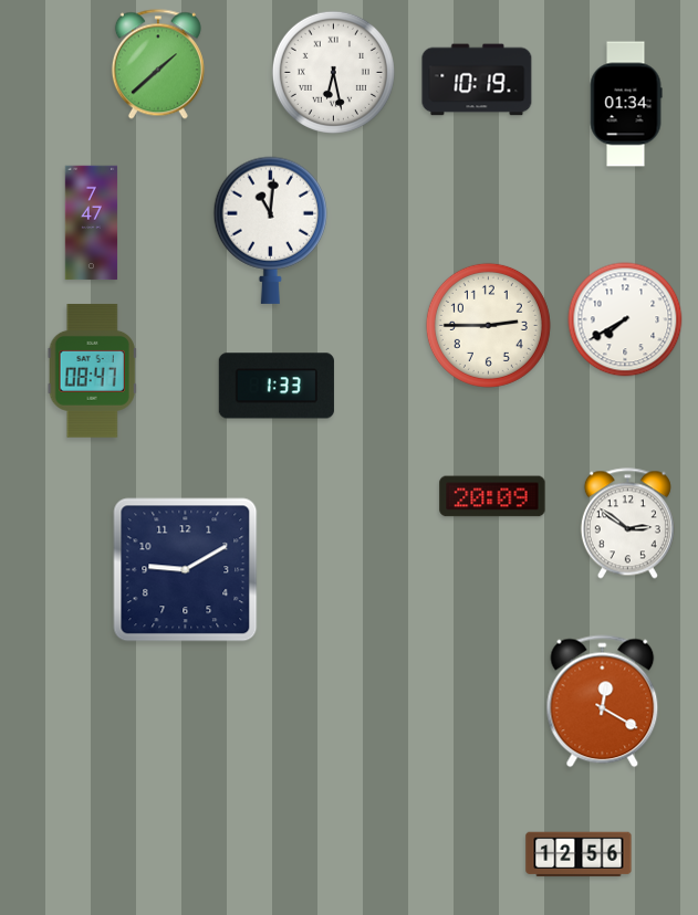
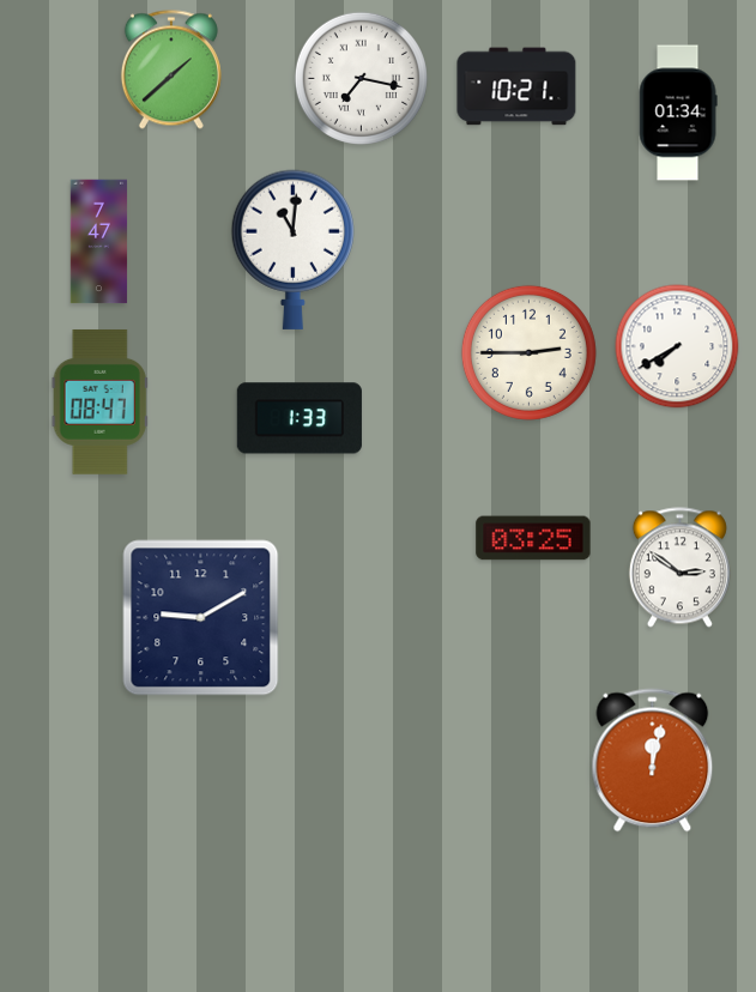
clock at (333, 72): 6:28 -> 7:17
clock at (477, 80): 10:19 -> 10:21
clock at (492, 496): 20:09 -> 03:25
clock at (603, 702): 12:20 -> 12:02
clock at (579, 854): 12:56 -> none
